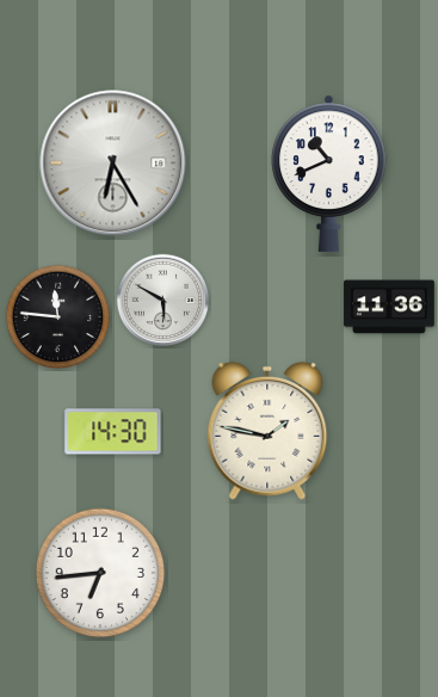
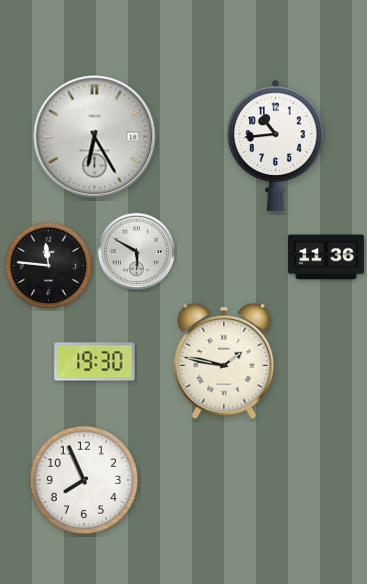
clock at (329, 173): 10:41 -> 10:44
clock at (113, 432): 14:30 -> 19:30
clock at (100, 573): 6:44 -> 7:56
